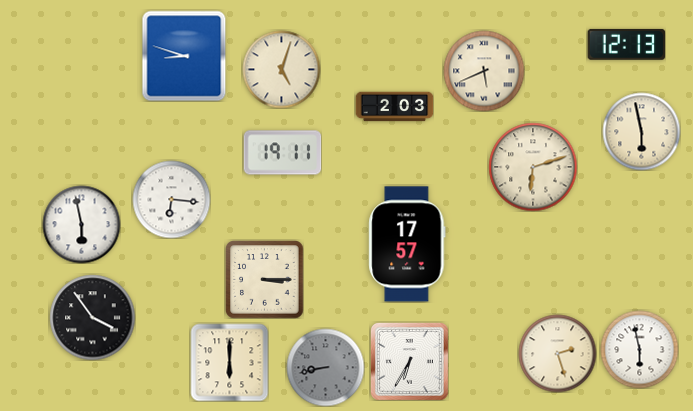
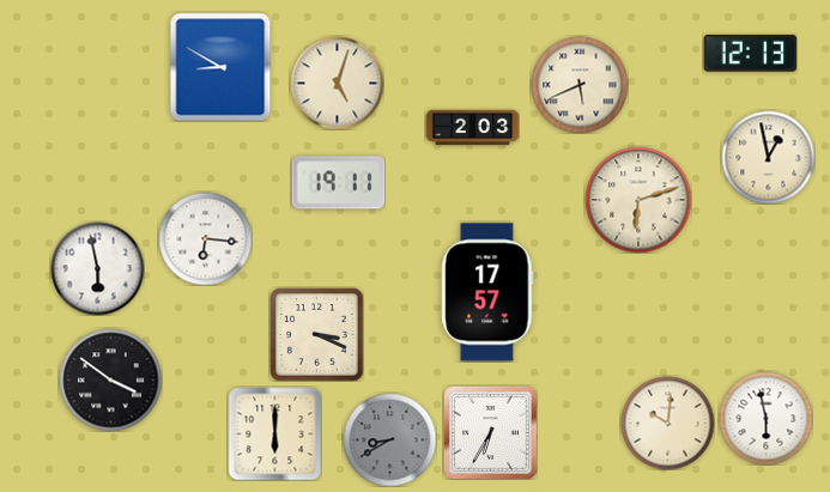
clock at (184, 56): 8:48 -> 8:50
clock at (641, 131): 5:58 -> 12:58
clock at (264, 279): 3:15 -> 3:19
clock at (92, 317): 3:54 -> 3:51
clock at (557, 353): 2:27 -> 10:01
clock at (325, 367): 8:43 -> 8:40
